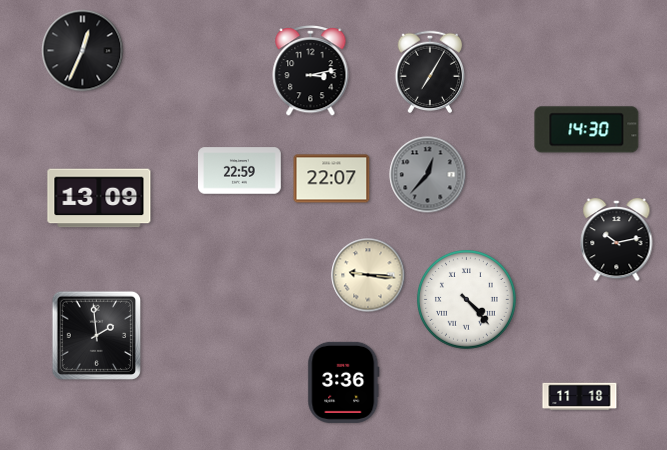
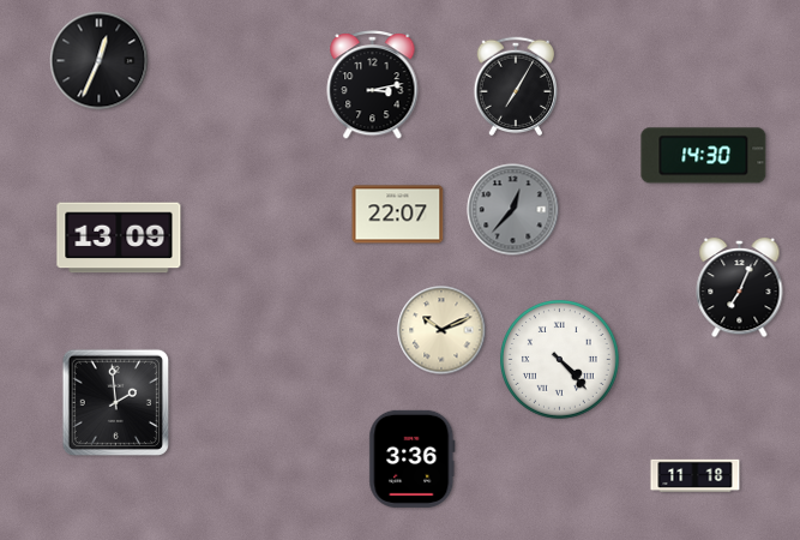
clock at (240, 171): 22:59 -> none
clock at (617, 240): 10:13 -> 7:04
clock at (368, 275): 9:16 -> 10:11
